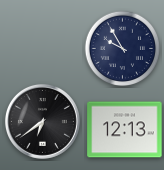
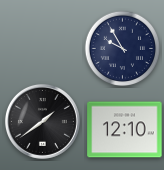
clock at (42, 121): 6:39 -> 1:39
clock at (125, 130): 12:13 -> 12:10
